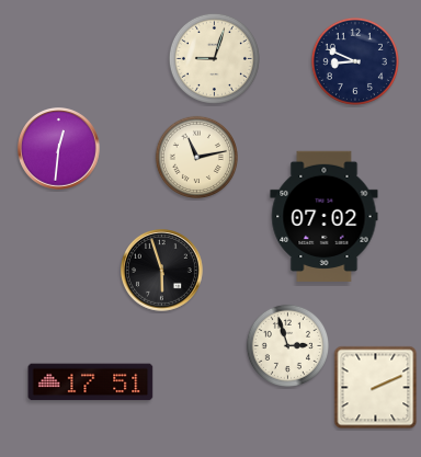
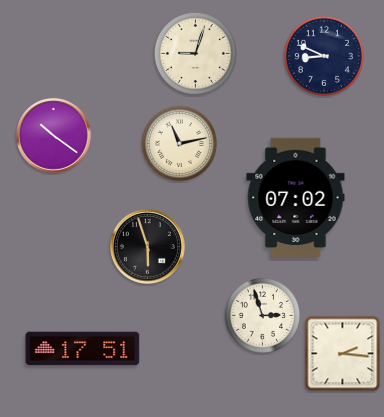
clock at (59, 149): 12:31 -> 10:21
clock at (376, 388): 2:11 -> 2:16
